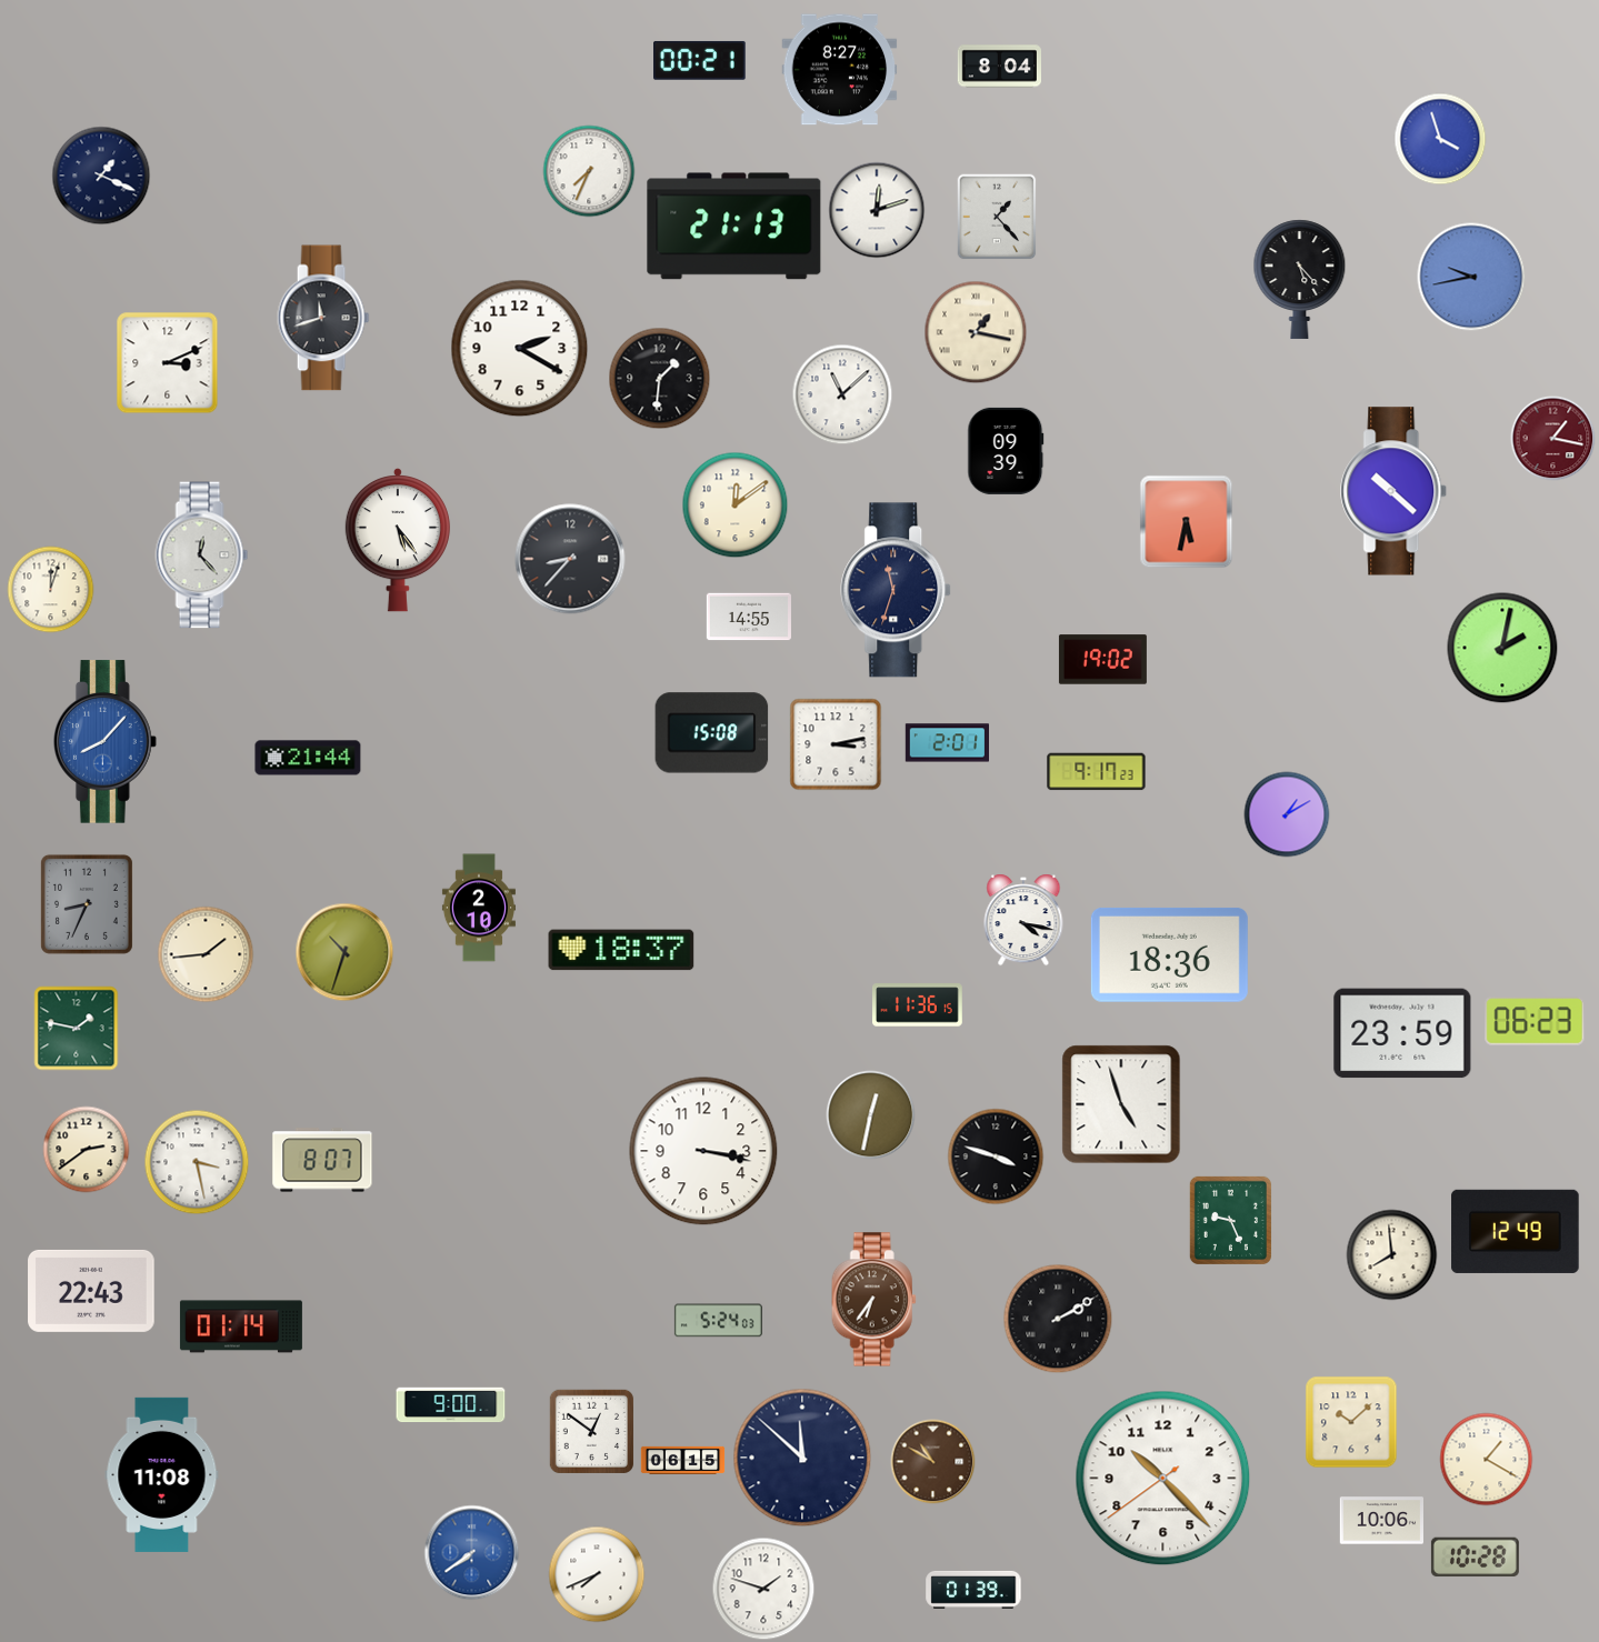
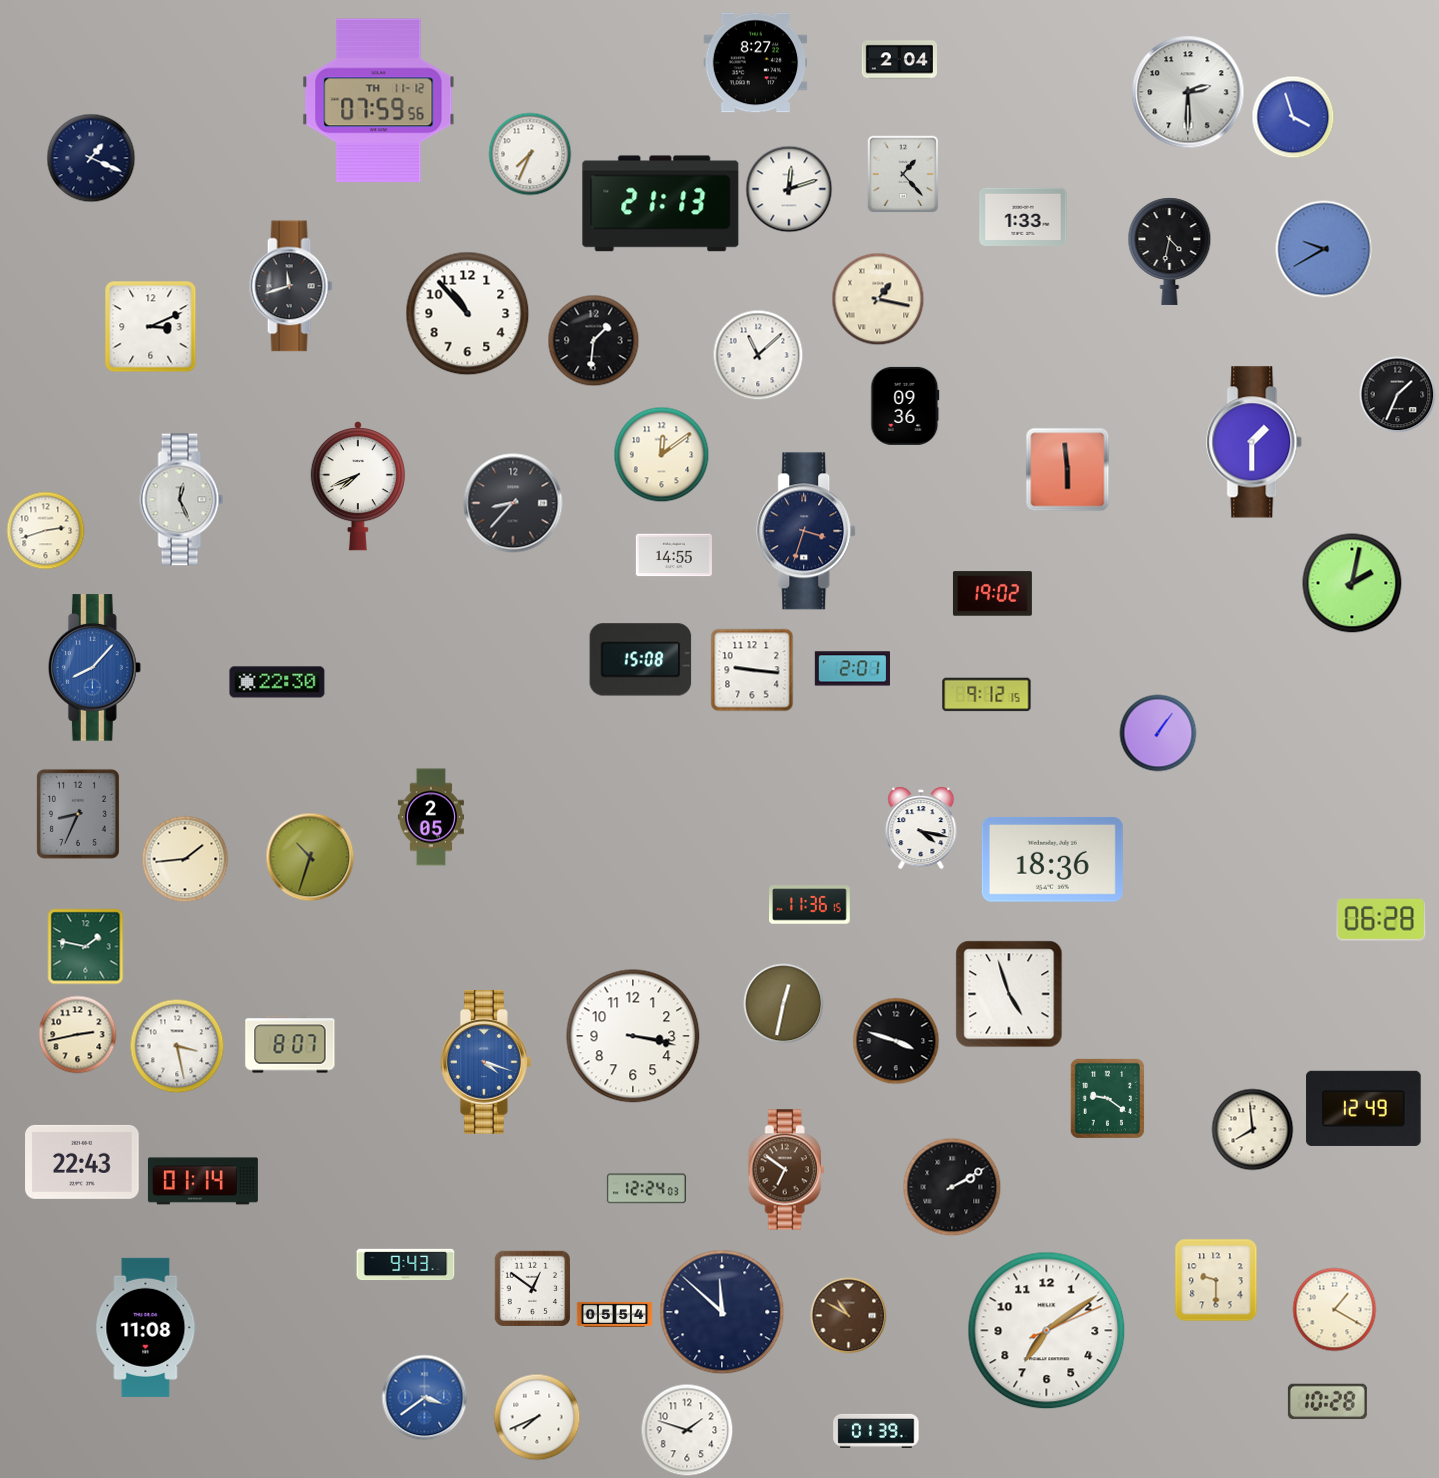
clock at (700, 60): 00:21 -> none
clock at (999, 67): 8:04 -> 2:04
clock at (1188, 92): none -> 2:30
clock at (379, 101): none -> 07:59
clock at (1440, 139) position: (1440, 139) -> (1293, 117)
clock at (997, 217) position: (997, 217) -> (903, 174)
clock at (1023, 217): none -> 1:33
clock at (1471, 277): 9:43 -> 9:40
clock at (1300, 279): 5:23 -> 4:32
clock at (520, 349): 2:20 -> 10:53
clock at (1553, 439): 1:17 -> 1:34
clock at (1553, 439) dial: burgundy -> black
clock at (1006, 451): 09:39 -> 09:36
clock at (1395, 491): 10:22 -> 1:30
clock at (1187, 522): 5:32 -> 5:59
clock at (398, 540): 5:24 -> 7:41
clock at (202, 555): 12:23 -> 12:26
clock at (51, 590): 12:03 -> 2:42
clock at (897, 590): 11:33 -> 3:33
clock at (836, 744): 3:13 -> 9:16
clock at (308, 758): 21:44 -> 22:30
clock at (1097, 772): 9:17 -> 9:12
clock at (1287, 814): 1:10 -> 1:06
clock at (479, 908): 2:10 -> 2:05
clock at (621, 950): 18:37 -> none
clock at (918, 1005) position: (918, 1005) -> (810, 905)
clock at (1535, 1021): 06:23 -> 06:28
clock at (77, 1029) position: (77, 1029) -> (86, 947)
clock at (1402, 1033): 23:59 -> none
clock at (87, 1150): 2:39 -> 2:43
clock at (486, 1062): none -> 4:18
clock at (1230, 1220): 9:26 -> 9:21
clock at (873, 1300): 6:36 -> 6:51
clock at (718, 1321): 5:24 -> 12:24
clock at (241, 1326) position: (241, 1326) -> (203, 1181)
clock at (451, 1405): 9:00 -> 9:43
clock at (1351, 1422): 10:08 -> 9:30
clock at (683, 1460): 06:15 -> 05:54
clock at (1487, 1460) position: (1487, 1460) -> (1335, 1310)
clock at (933, 1462) position: (933, 1462) -> (849, 1316)
clock at (1163, 1479): 10:22 -> 7:09
clock at (1381, 1521): 10:06 -> none
clock at (472, 1553): 7:39 -> 3:39
